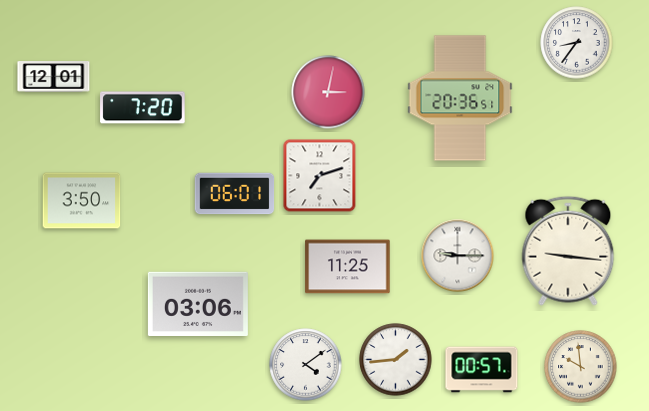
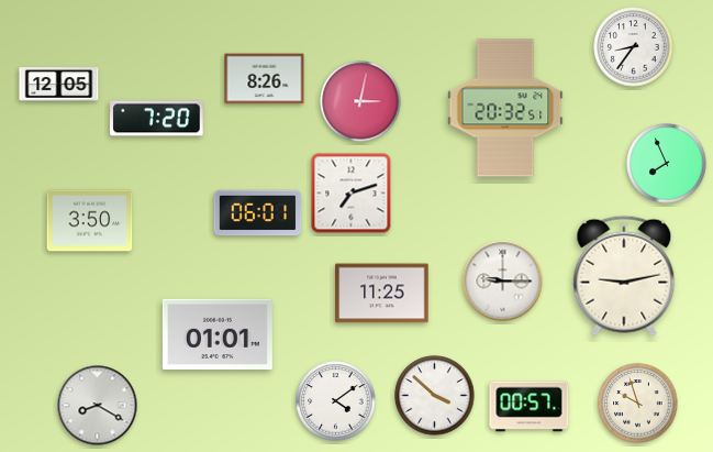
clock at (265, 79): none -> 8:26
clock at (54, 77): 12:01 -> 12:05
clock at (460, 98): 20:36 -> 20:32
clock at (667, 164): none -> 7:56
clock at (568, 251): 9:16 -> 9:13
clock at (198, 303): 03:06 -> 01:01
clock at (396, 360): 1:44 -> 3:52
clock at (581, 367): 9:59 -> 9:57
clock at (98, 406): none -> 8:20
